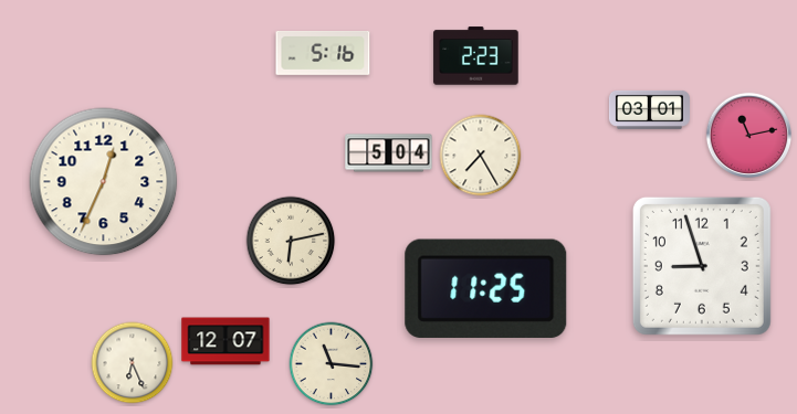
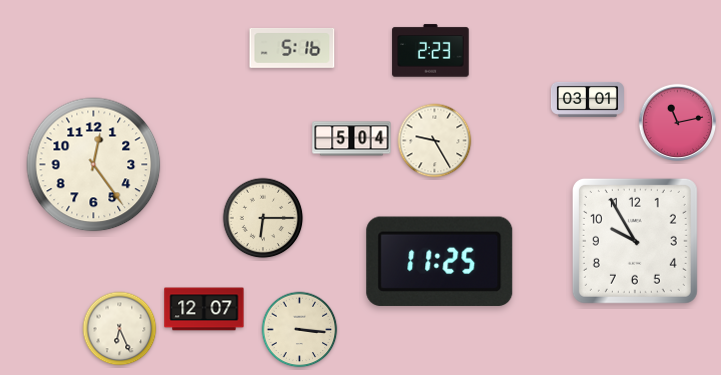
clock at (481, 156): 7:25 -> 9:25
clock at (104, 182): 12:34 -> 12:24
clock at (291, 241): 6:13 -> 6:15
clock at (702, 266): 8:57 -> 9:55
clock at (332, 364): 11:16 -> 3:16
